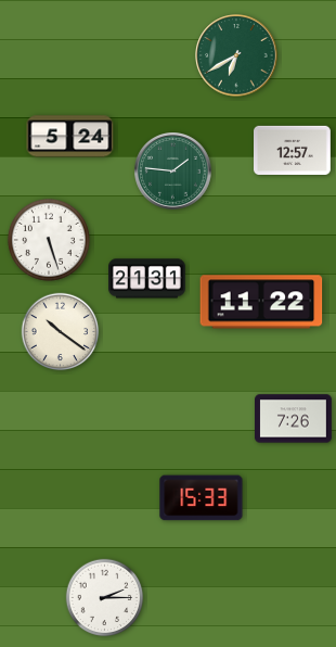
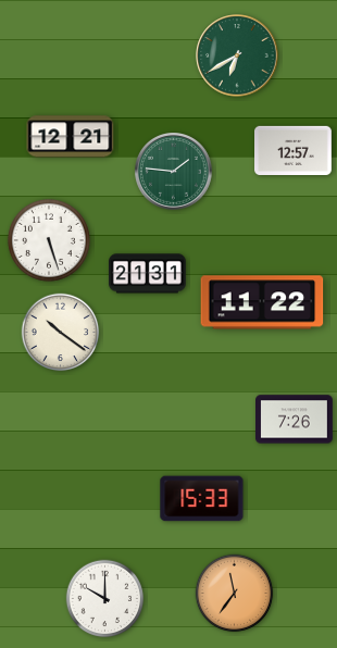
clock at (70, 137): 5:24 -> 12:21
clock at (147, 279) position: (147, 279) -> (148, 274)
clock at (235, 594): none -> 11:36
clock at (105, 598): 2:15 -> 10:00
